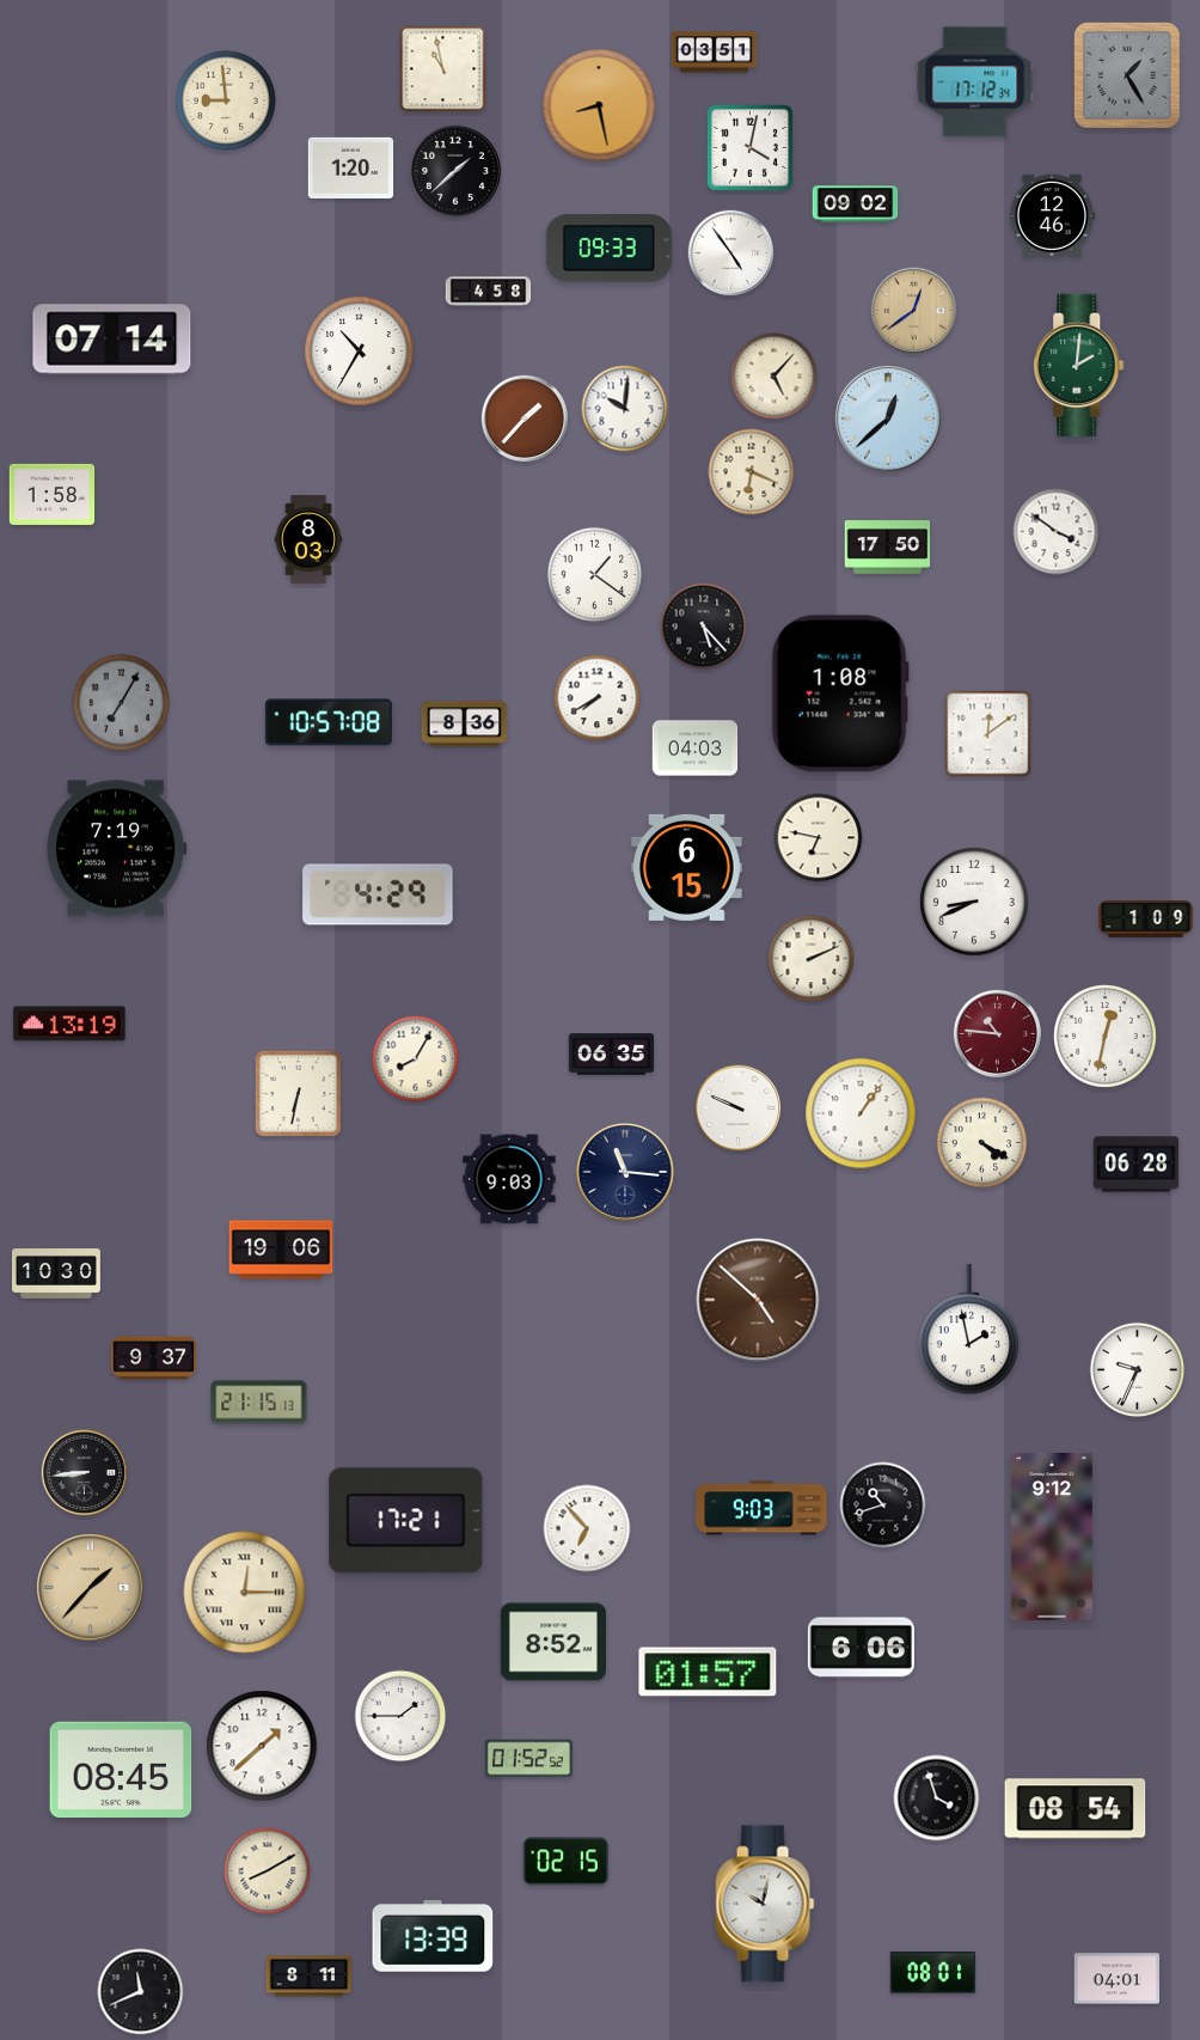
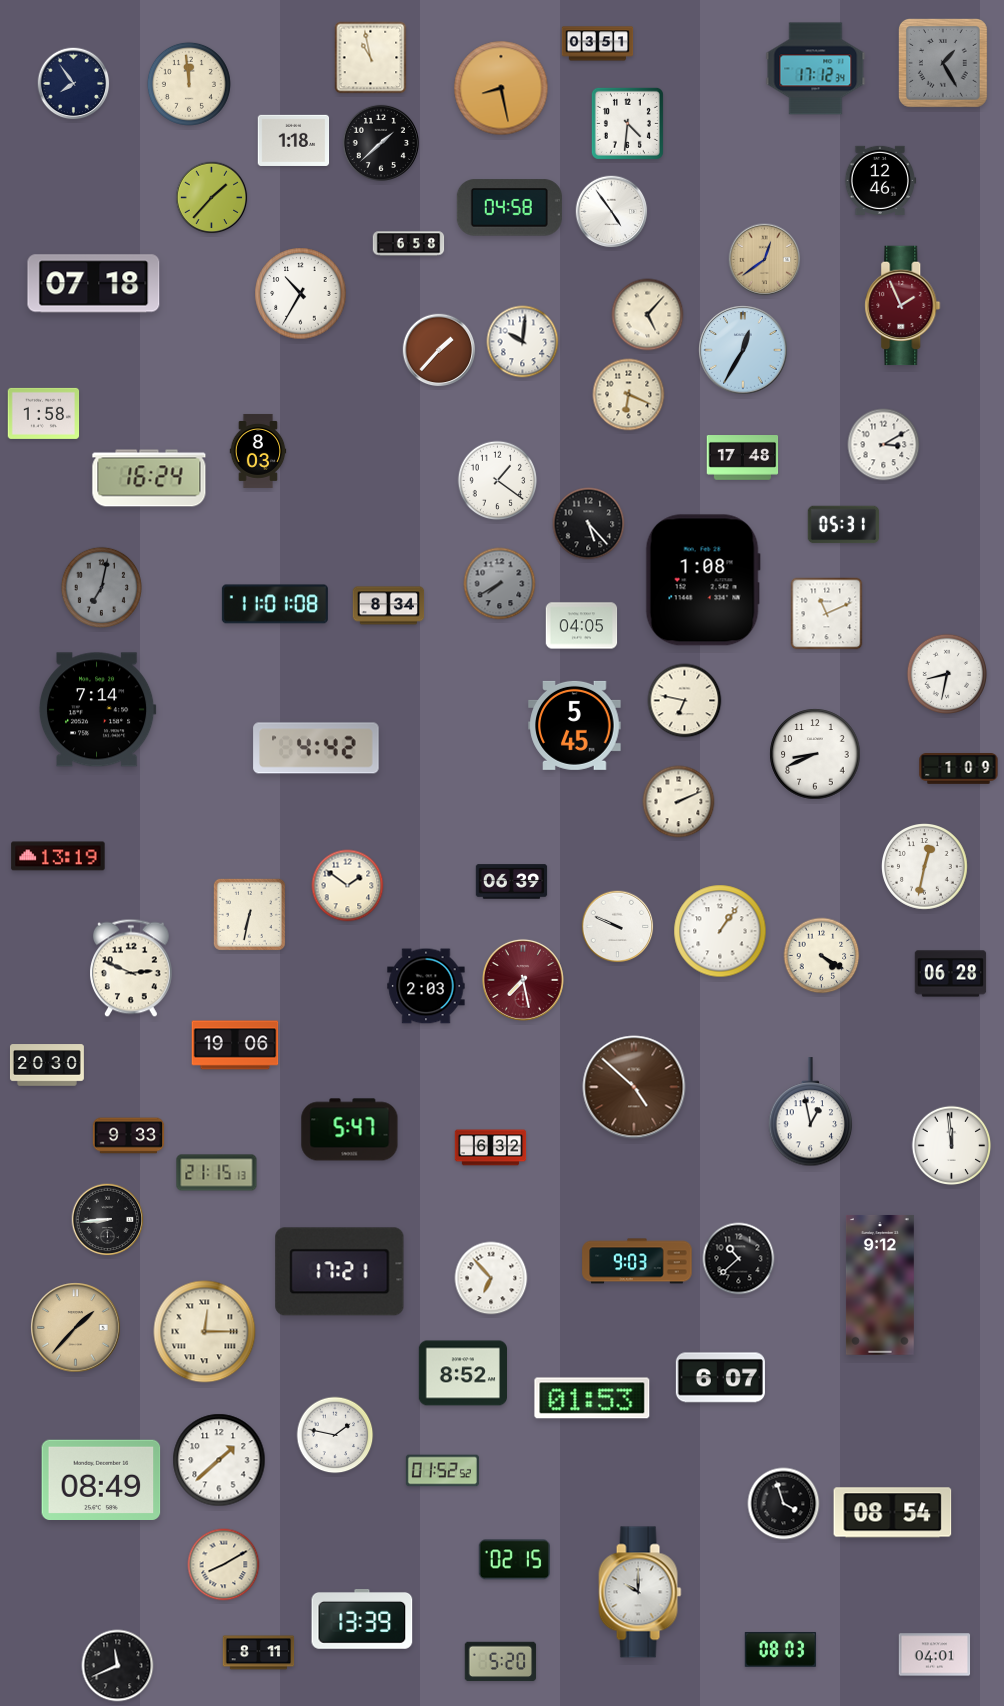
clock at (74, 84): none -> 7:54
clock at (226, 100): 8:59 -> 11:59
clock at (749, 147): 4:02 -> 4:31
clock at (351, 167): 1:20 -> 1:18
clock at (856, 204): 09:02 -> none
clock at (212, 198): none -> 1:37
clock at (608, 249): 09:33 -> 04:58
clock at (489, 292): 4:58 -> 6:58
clock at (112, 340): 07:14 -> 07:18
clock at (1079, 366): 2:01 -> 1:56
clock at (1079, 366) dial: green -> burgundy
clock at (888, 419): 12:38 -> 12:35
clock at (1057, 532): 3:51 -> 3:10
clock at (888, 548): 17:50 -> 17:48
clock at (149, 478): none -> 16:24
clock at (844, 525): none -> 05:31
clock at (598, 698) dial: white -> grey
clock at (121, 702): 7:05 -> 7:02
clock at (329, 722): 10:57 -> 11:01
clock at (465, 725): 8:36 -> 8:34
clock at (988, 734): 12:09 -> 11:11
clock at (696, 749): 04:03 -> 04:05
clock at (947, 674): none -> 8:32
clock at (116, 849): 7:19 -> 7:14
clock at (687, 867): 6:15 -> 5:45
clock at (378, 894): 4:29 -> 4:42
clock at (998, 1034): 10:46 -> none
clock at (612, 1055): 06:35 -> 06:39
clock at (416, 1059): 8:05 -> 1:51
clock at (132, 968): none -> 2:49
clock at (625, 1172): 11:16 -> 7:28
clock at (625, 1172) dial: navy -> burgundy
clock at (509, 1179): 9:03 -> 2:03
clock at (56, 1274): 10:30 -> 20:30
clock at (969, 1330): 1:58 -> 12:58
clock at (350, 1130): none -> 5:47
clock at (154, 1358): 9:37 -> 9:33
clock at (1138, 1370): 9:34 -> 11:59
clock at (491, 1148): none -> 6:32
clock at (85, 1473) position: (85, 1473) -> (108, 1220)
clock at (883, 1505): 10:42 -> 10:38
clock at (861, 1648): 6:06 -> 6:07
clock at (708, 1672): 01:57 -> 01:53
clock at (400, 1716): 1:45 -> 1:47
clock at (121, 1769): 08:45 -> 08:49
clock at (1076, 1809) position: (1076, 1809) -> (893, 1513)
clock at (565, 1862) position: (565, 1862) -> (514, 1560)
clock at (765, 1904): 10:02 -> 10:00
clock at (933, 1973): 08:01 -> 08:03
clock at (501, 1662): none -> 5:20
